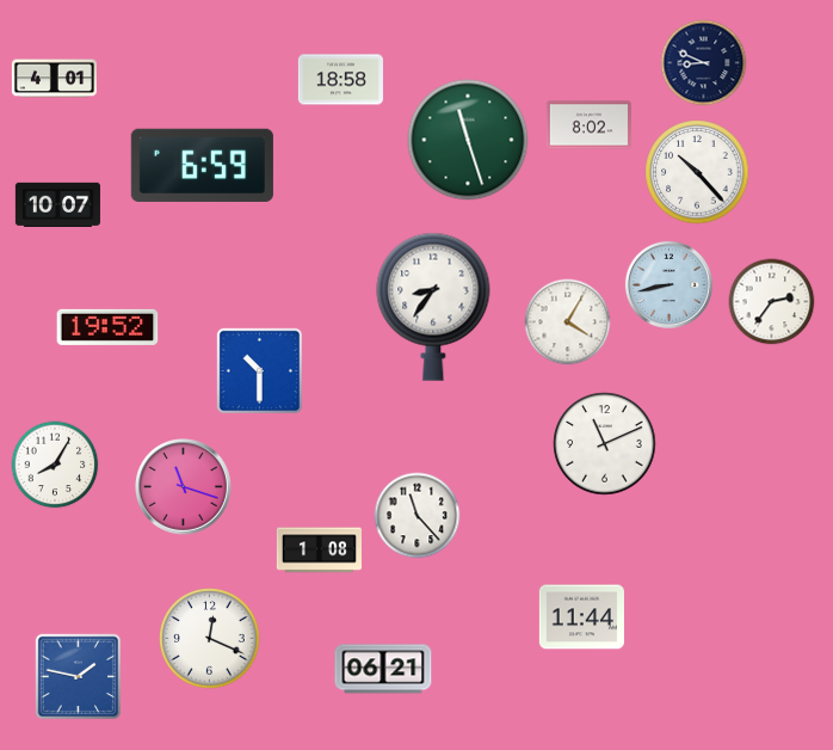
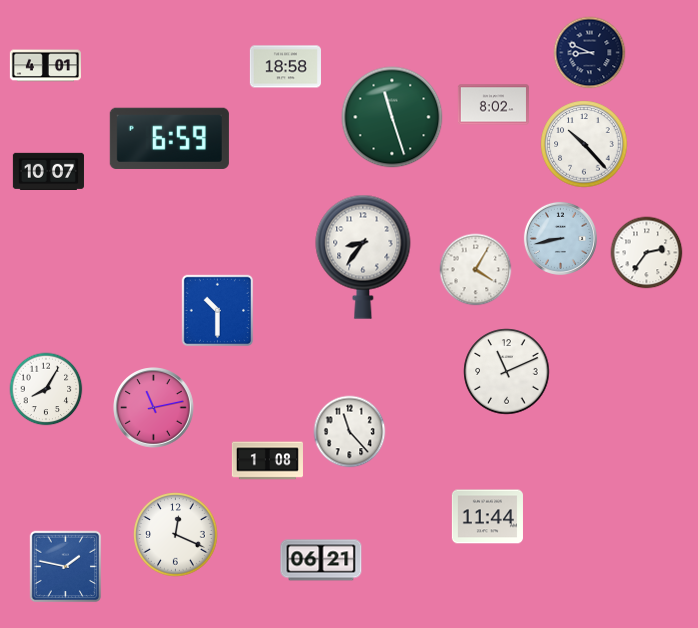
clock at (107, 327): 19:52 -> none
clock at (184, 487): 11:18 -> 11:13
